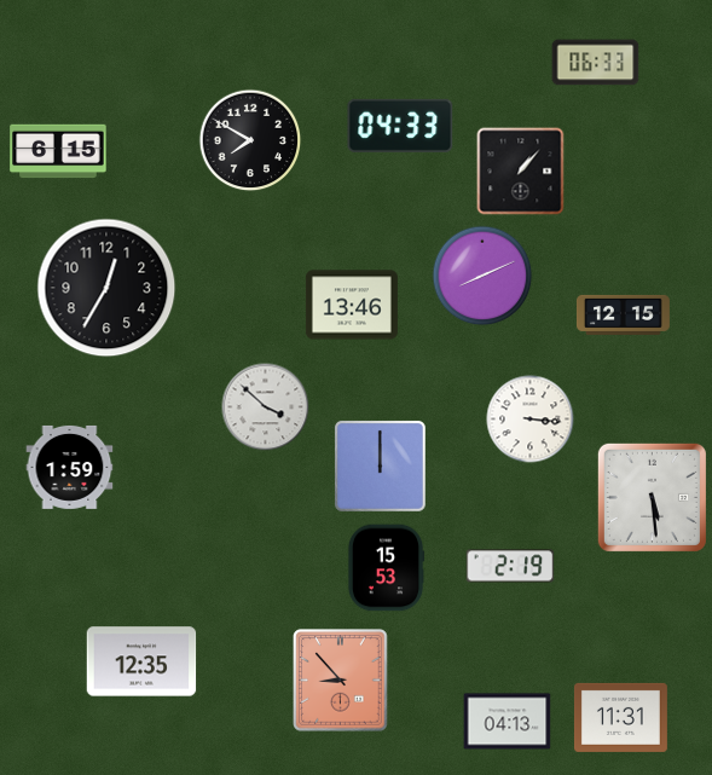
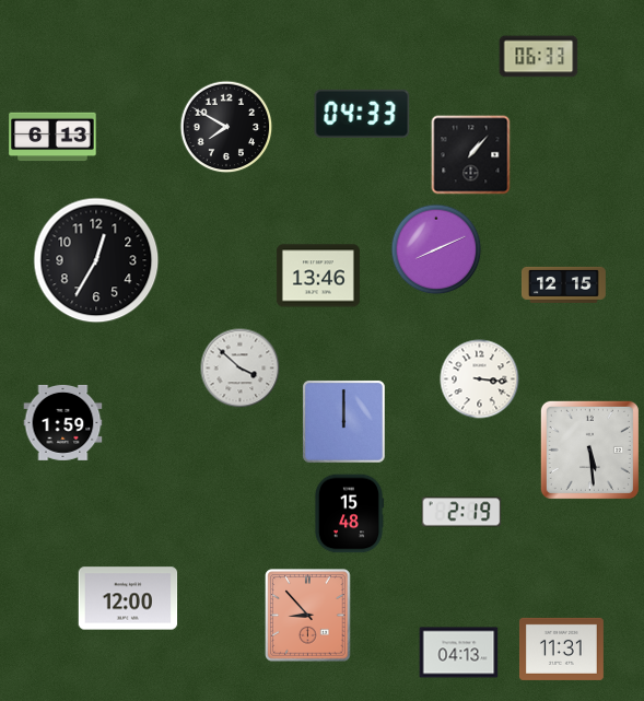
clock at (58, 151): 6:15 -> 6:13
clock at (384, 568): 15:53 -> 15:48
clock at (141, 661): 12:35 -> 12:00
